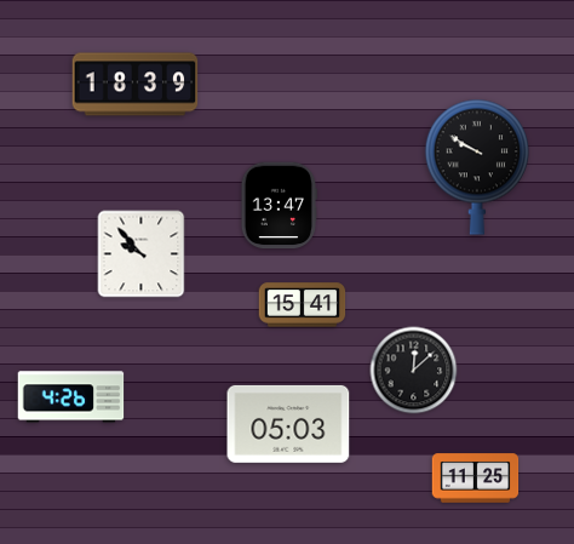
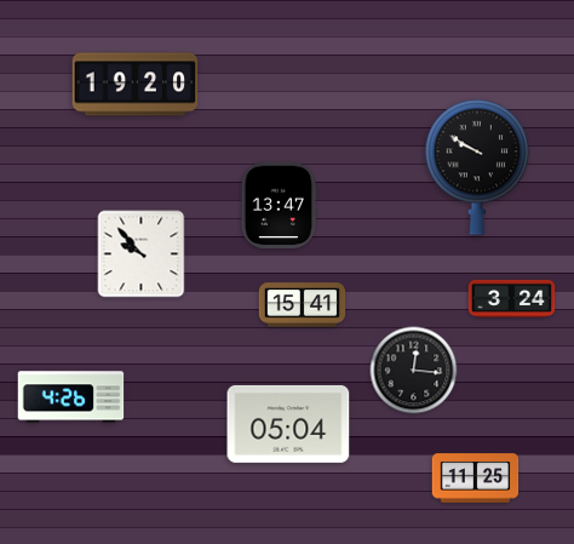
clock at (136, 85): 18:39 -> 19:20
clock at (512, 298): none -> 3:24
clock at (414, 371): 12:08 -> 12:16
clock at (288, 424): 05:03 -> 05:04
